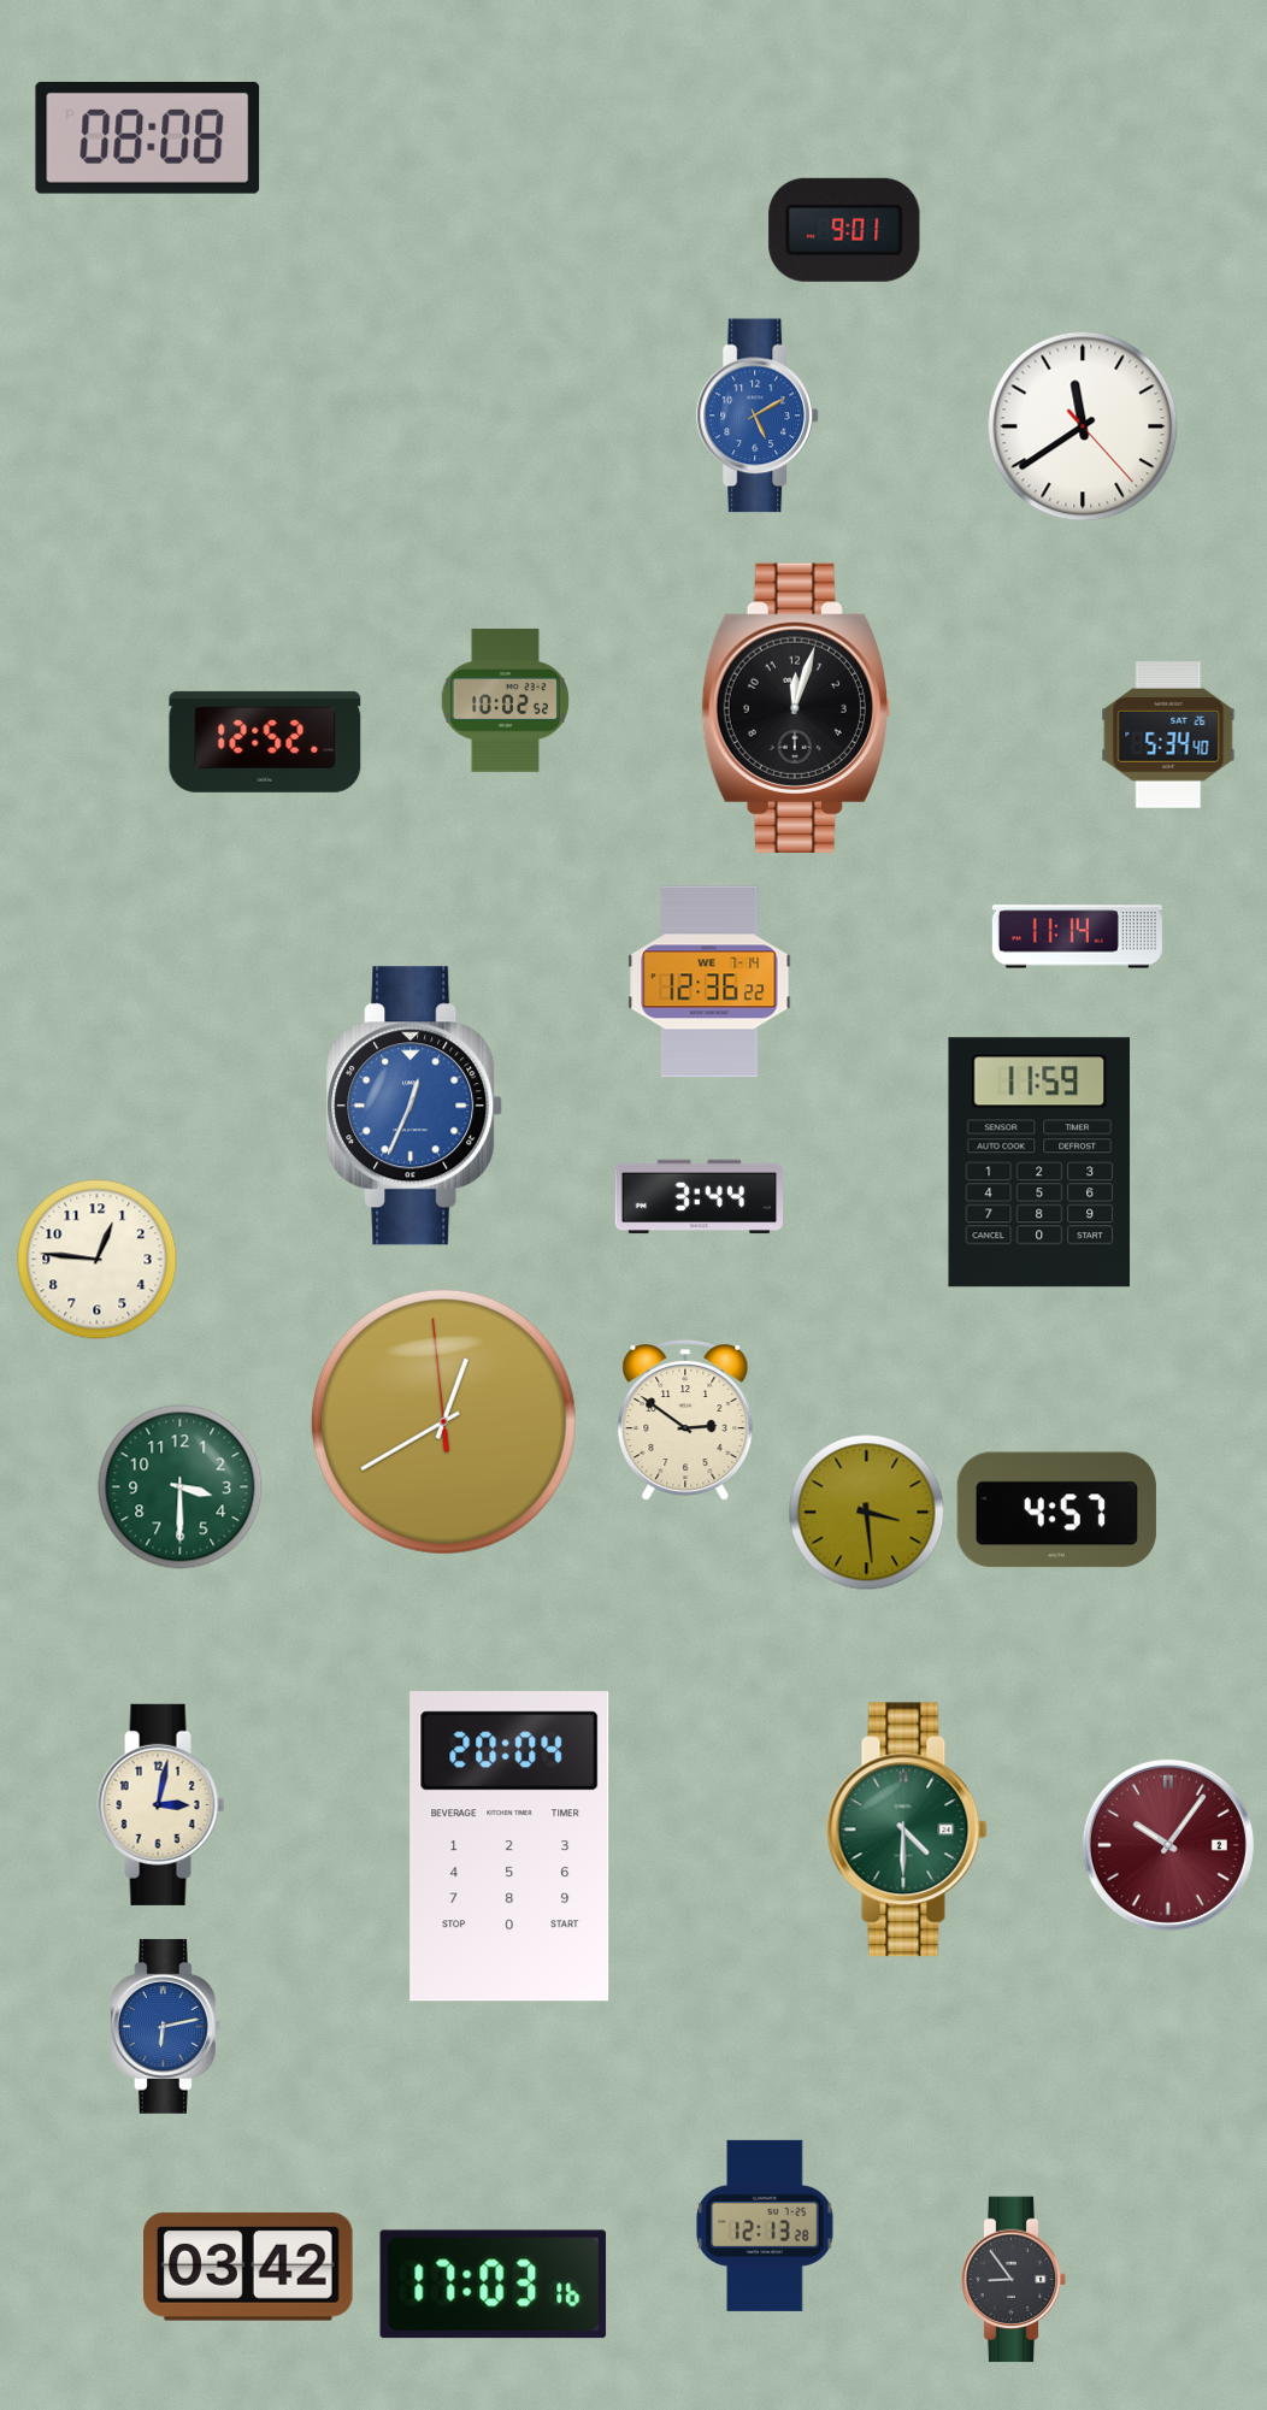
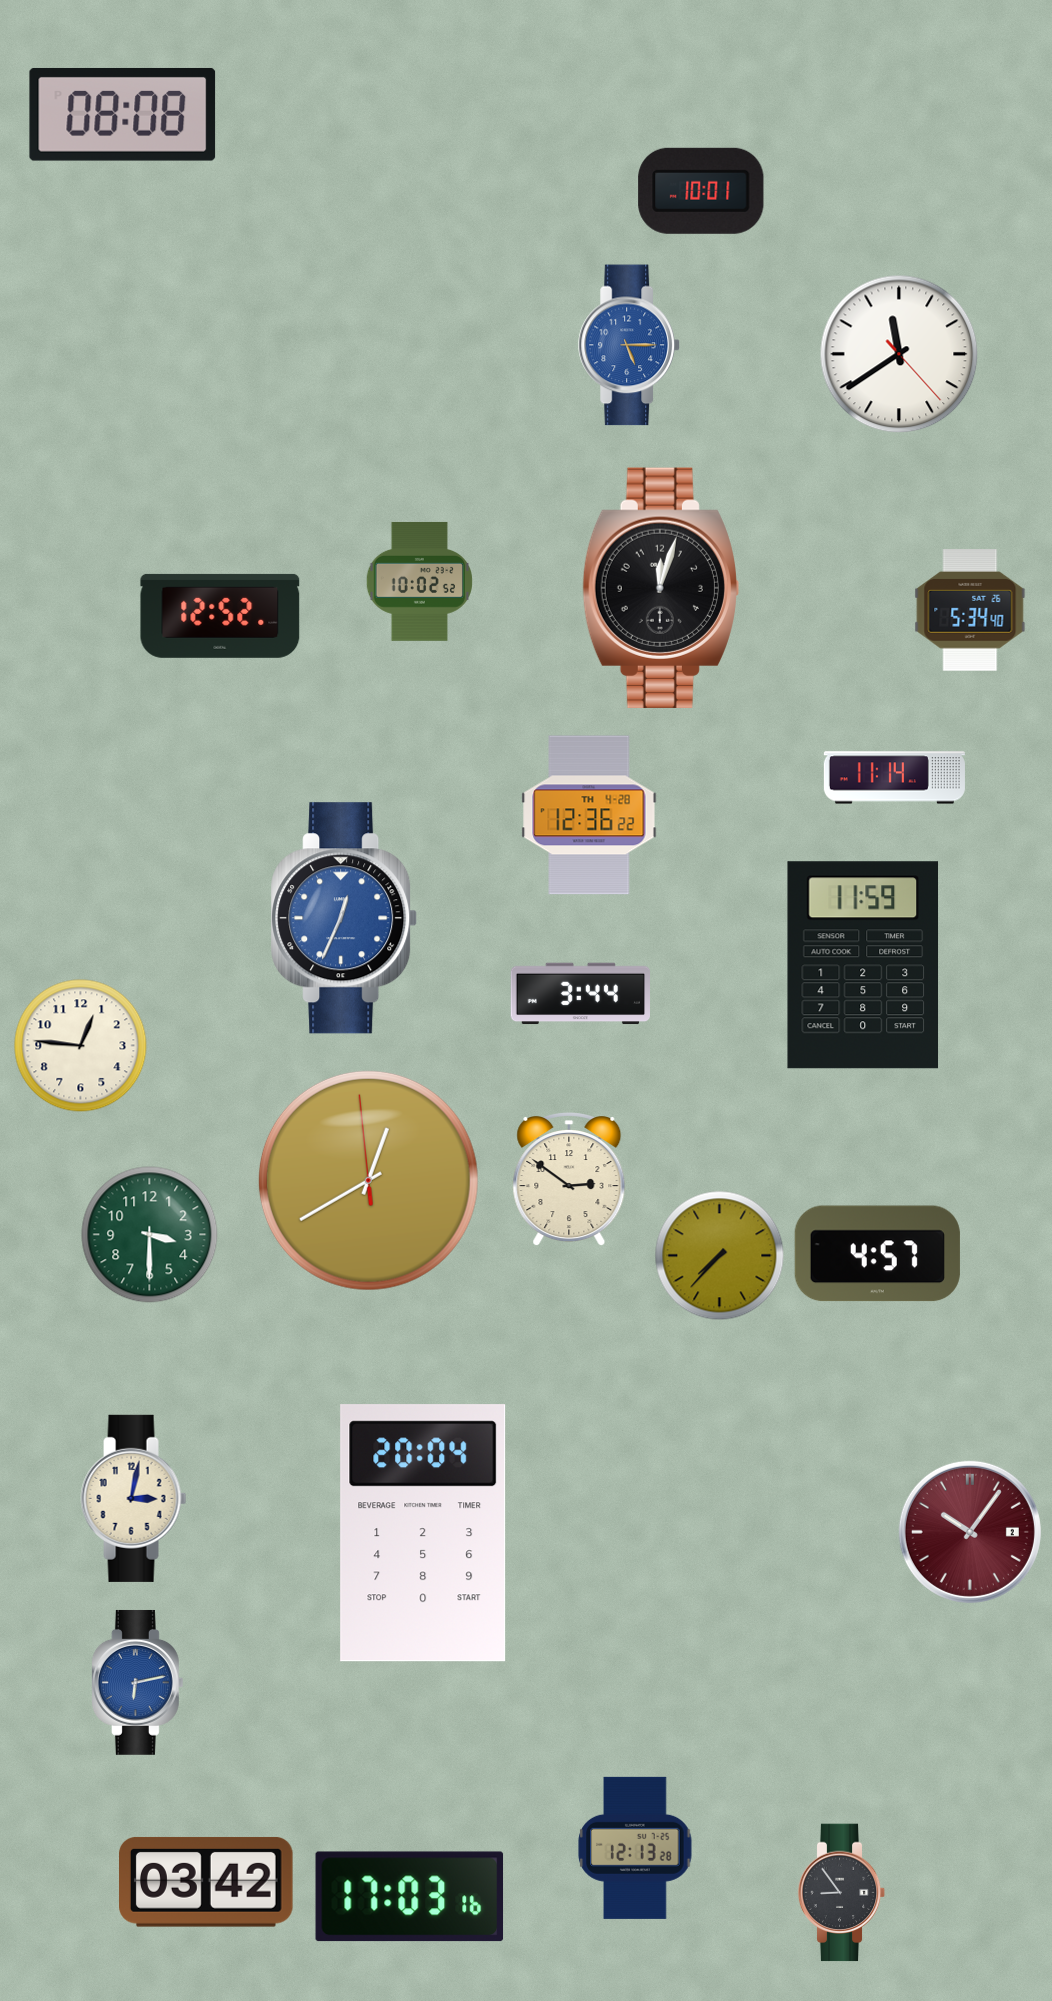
clock at (844, 230): 9:01 -> 10:01
clock at (758, 416): 5:10 -> 5:15
clock at (709, 982) date: WE 7-14 -> TH 4-28
clock at (867, 1513): 3:29 -> 7:37
clock at (907, 1829): 4:30 -> none
